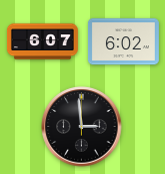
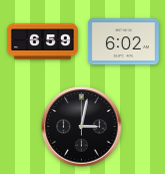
clock at (43, 42): 6:07 -> 6:59
clock at (82, 127): 2:59 -> 3:02
